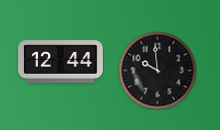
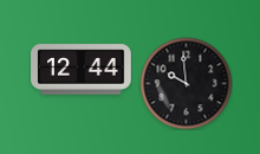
clock at (61, 62) position: (61, 62) -> (82, 70)
